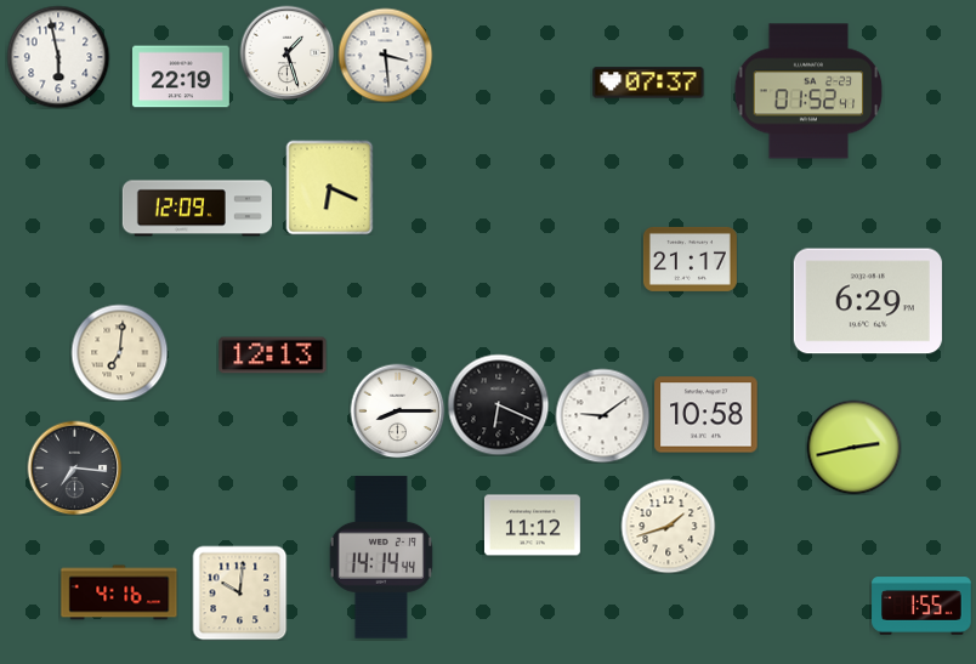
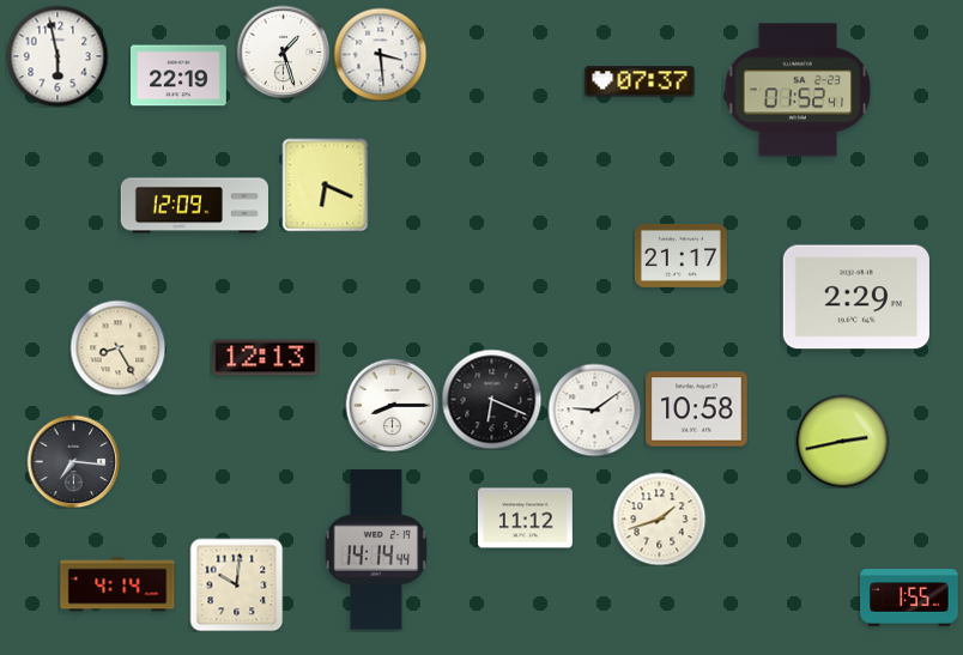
clock at (868, 301): 6:29 -> 2:29
clock at (119, 352): 7:01 -> 8:25
clock at (273, 356) position: (273, 356) -> (266, 358)
clock at (119, 592): 4:16 -> 4:14
